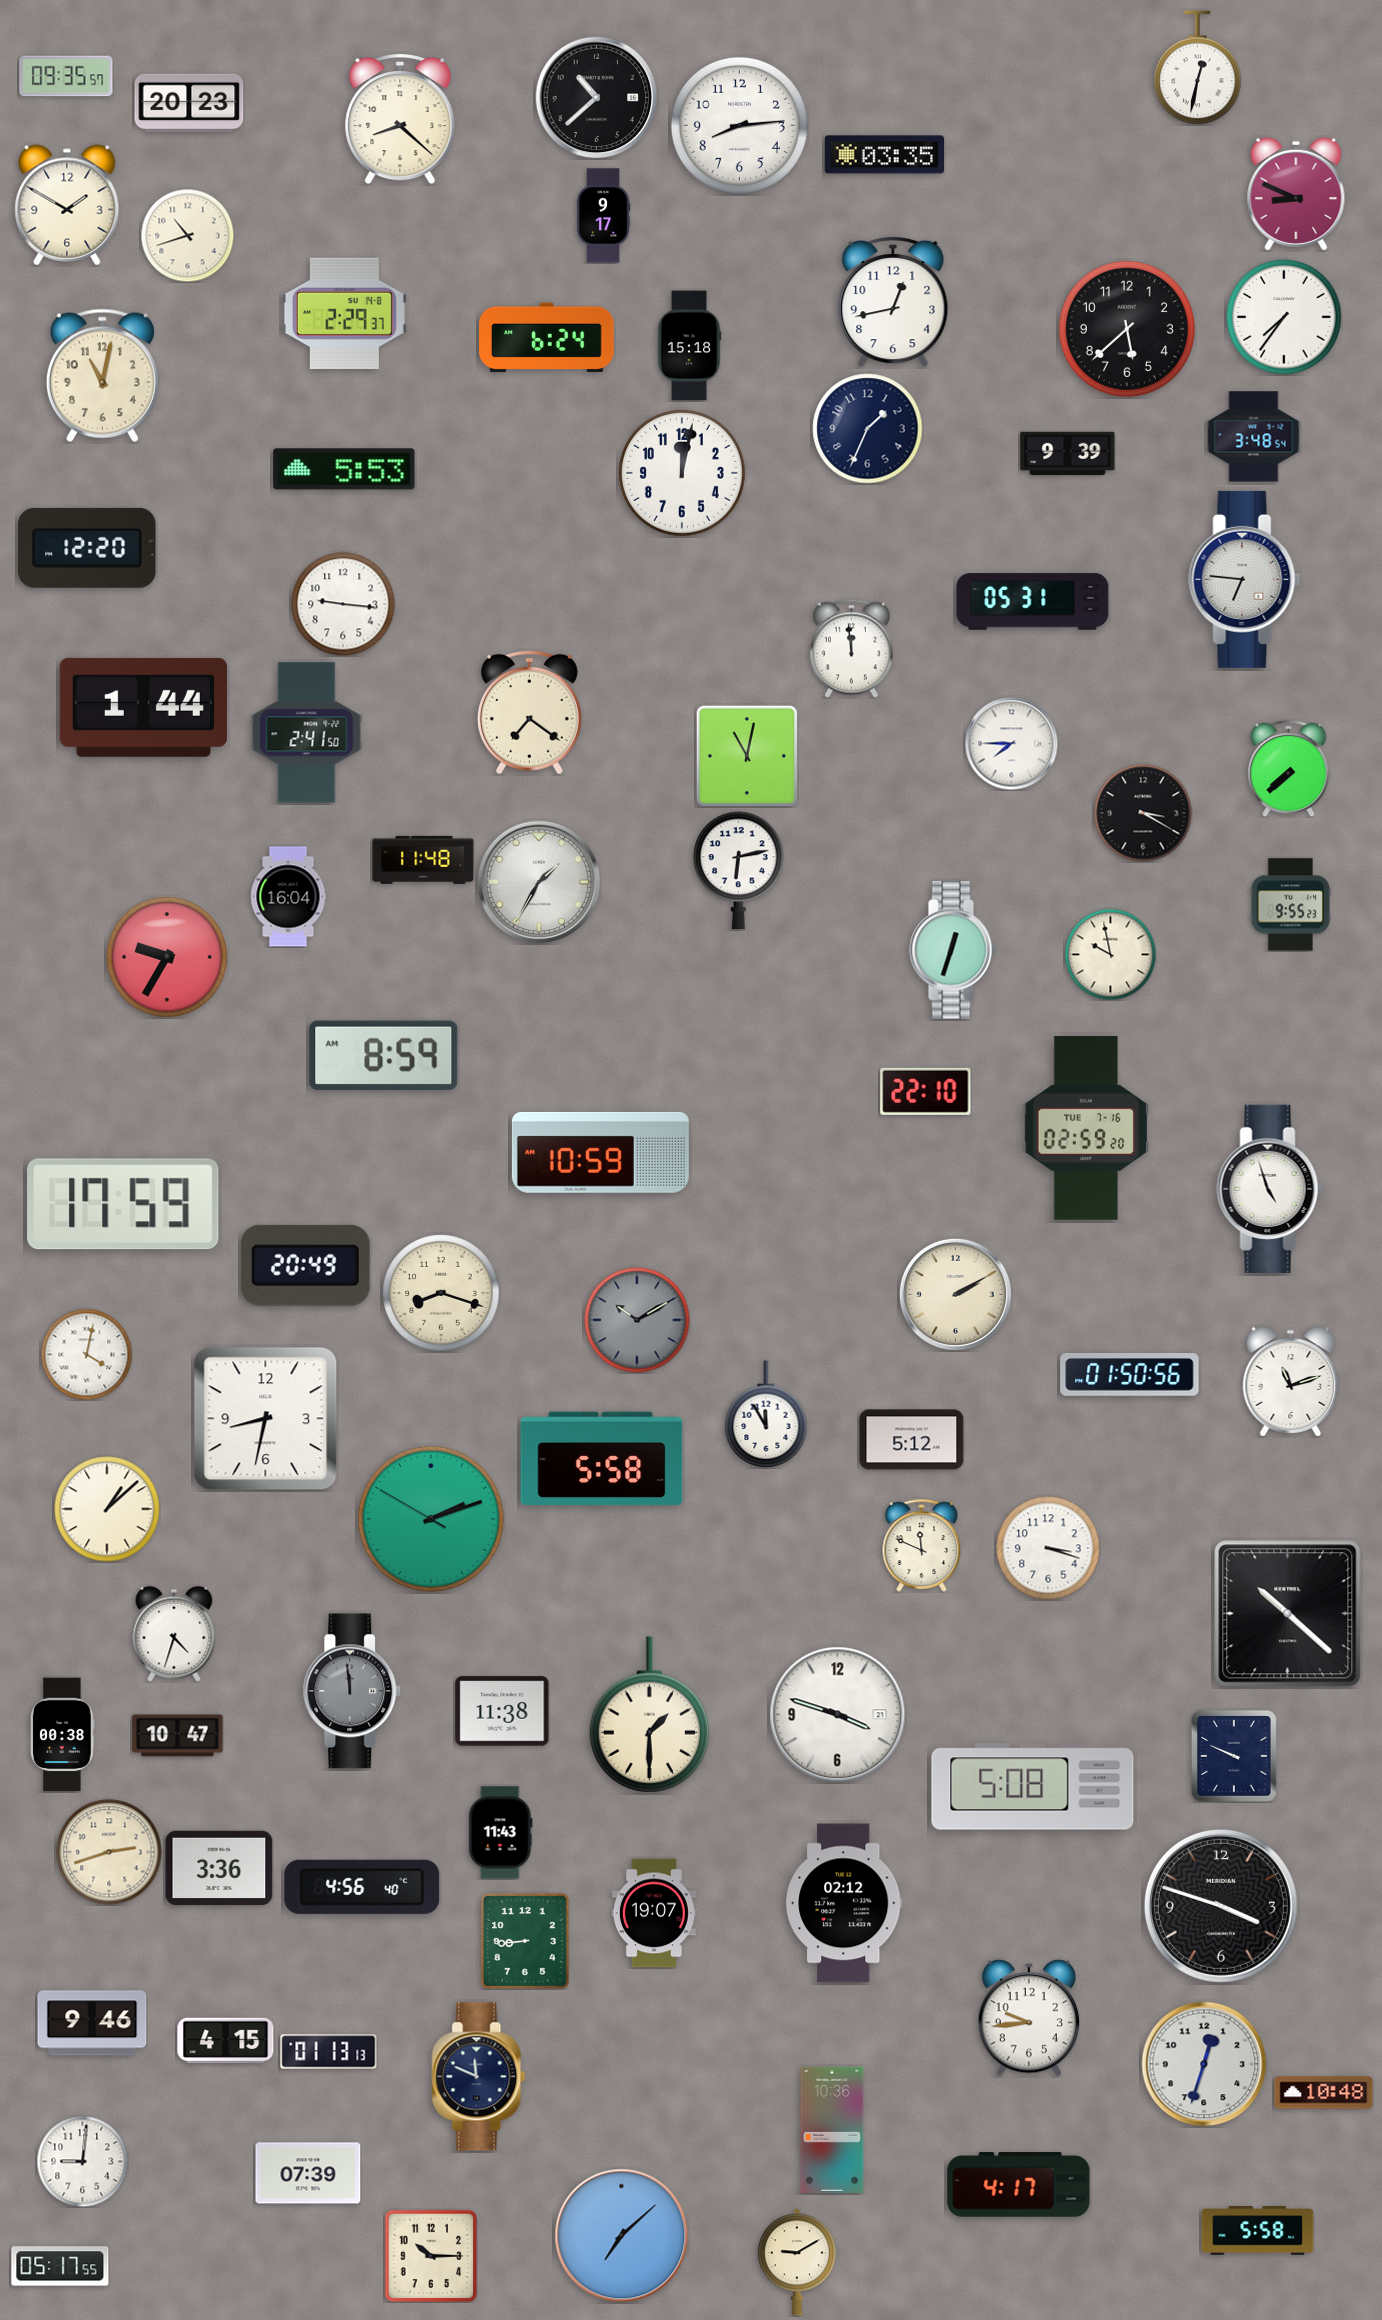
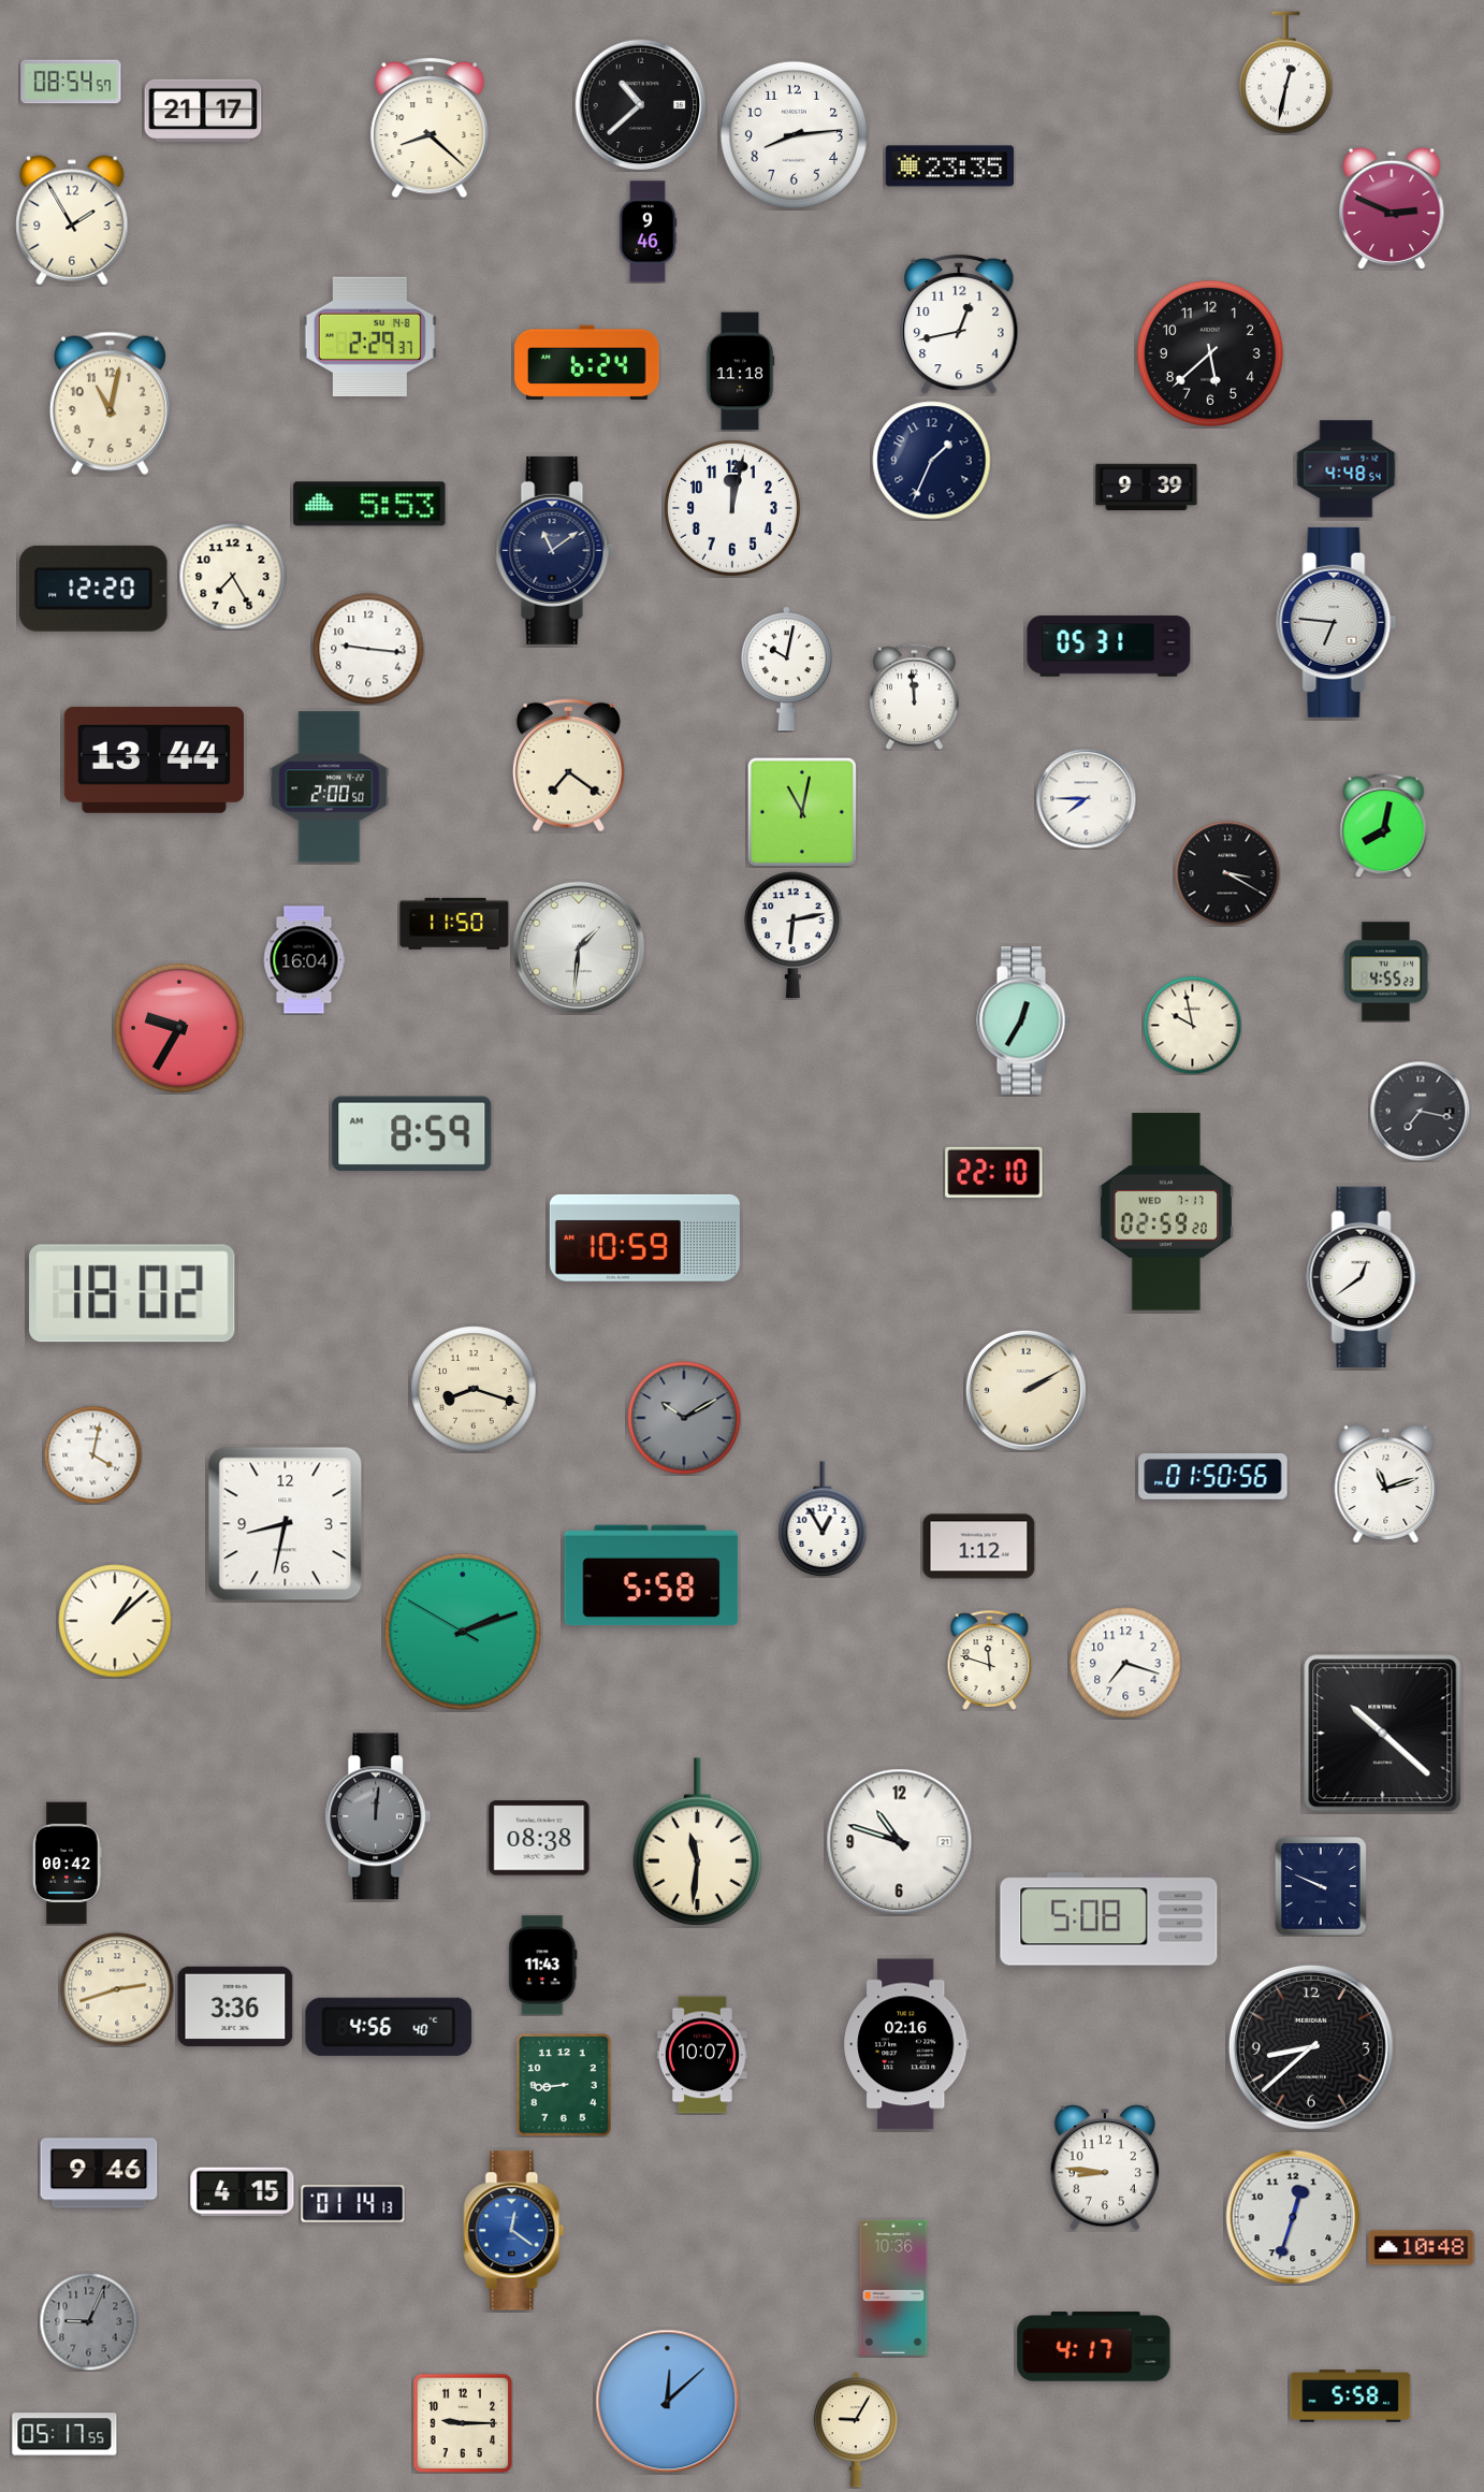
clock at (66, 76): 09:35 -> 08:54
clock at (189, 103): 20:23 -> 21:17
clock at (884, 155): 03:35 -> 23:35
clock at (1296, 194): 8:49 -> 2:49
clock at (67, 205): 1:50 -> 1:55
clock at (603, 216): 9:17 -> 9:46
clock at (187, 235): 10:42 -> none
clock at (1284, 317): 7:36 -> none
clock at (689, 346): 15:18 -> 11:18
clock at (1254, 437): 3:48 -> 4:48
clock at (554, 550): none -> 11:09
clock at (233, 577): none -> 7:25
clock at (786, 669): none -> 10:02
clock at (143, 707): 1:44 -> 13:44
clock at (307, 733): 2:41 -> 2:00
clock at (1289, 768): 7:38 -> 8:02
clock at (423, 860): 11:48 -> 11:50
clock at (539, 882): 1:35 -> 1:31
clock at (288, 897) position: (288, 897) -> (304, 960)
clock at (1290, 905): 9:55 -> 4:55
clock at (953, 950): 12:33 -> 12:35
clock at (1420, 1111): none -> 7:17
clock at (1085, 1128) date: TUE 7-16 -> WED 7-17
clock at (1270, 1189): 4:57 -> 12:39
clock at (123, 1204): 17:59 -> 18:02
clock at (305, 1265): 20:49 -> none
clock at (766, 1414): 11:55 -> 12:55
clock at (912, 1440): 5:12 -> 1:12
clock at (602, 1459) position: (602, 1459) -> (652, 1576)
clock at (922, 1545): 11:49 -> 11:48
clock at (1048, 1548): 3:18 -> 7:18
clock at (174, 1634): 4:33 -> none
clock at (352, 1691): 11:59 -> 12:01
clock at (502, 1711): 11:38 -> 08:38
clock at (649, 1715): 1:30 -> 11:31
clock at (838, 1715): 3:48 -> 10:48
clock at (63, 1735): 00:38 -> 00:42
clock at (178, 1736): 10:47 -> none
clock at (1234, 1756) position: (1234, 1756) -> (1321, 1886)
clock at (501, 1833) position: (501, 1833) -> (543, 1966)
clock at (844, 1903): 02:12 -> 02:16
clock at (1221, 1906): 3:48 -> 8:38
clock at (654, 1913): 19:07 -> 10:07
clock at (1029, 2018): 9:44 -> 8:46
clock at (329, 2052): 01:13 -> 01:14
clock at (479, 2077): 11:49 -> 12:21
clock at (479, 2077) dial: navy -> blue
clock at (82, 2161): 9:01 -> 9:04
clock at (82, 2161) dial: white -> grey
clock at (308, 2173): 07:39 -> none
clock at (622, 2236): 7:08 -> 12:08
clock at (431, 2256): 10:15 -> 9:15
clock at (797, 2262): 9:10 -> 9:05
